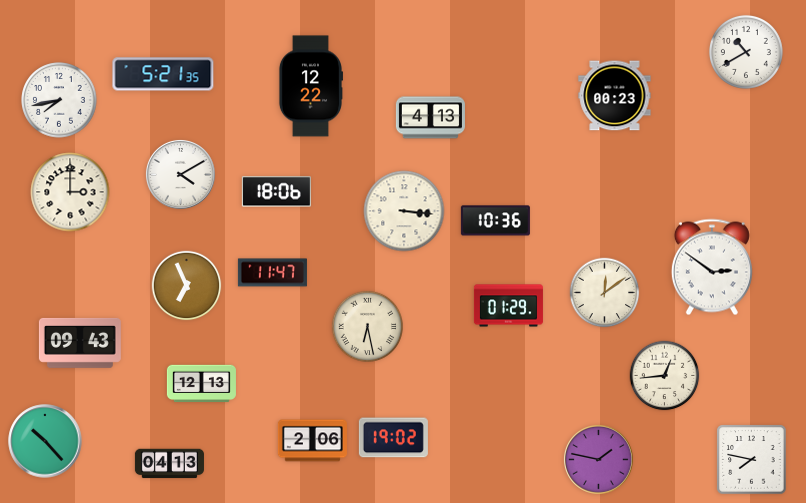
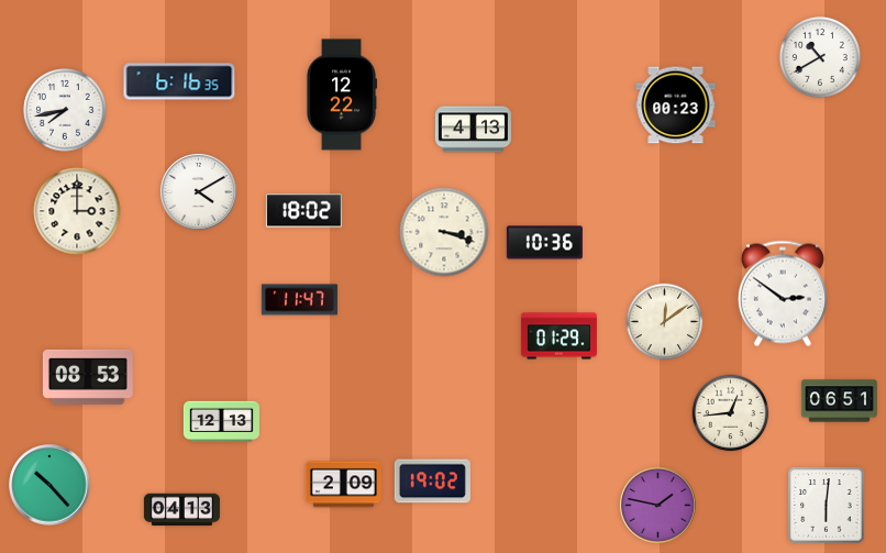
clock at (163, 74): 5:21 -> 6:16
clock at (276, 192): 18:06 -> 18:02
clock at (404, 211): 3:16 -> 3:18
clock at (187, 286): 6:56 -> none
clock at (367, 326): 6:28 -> none
clock at (80, 343): 09:43 -> 08:53
clock at (839, 401): none -> 06:51
clock at (312, 441): 2:06 -> 2:09
clock at (752, 460): 7:47 -> 6:01
clock at (169, 464) position: (169, 464) -> (181, 510)
